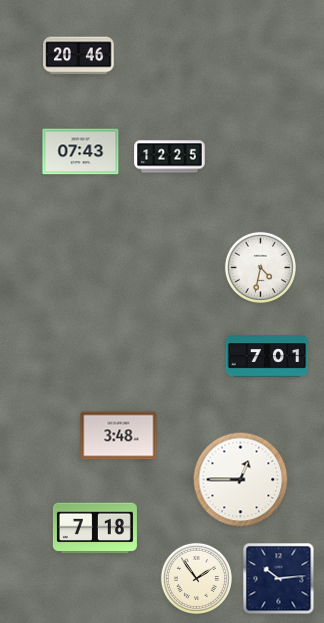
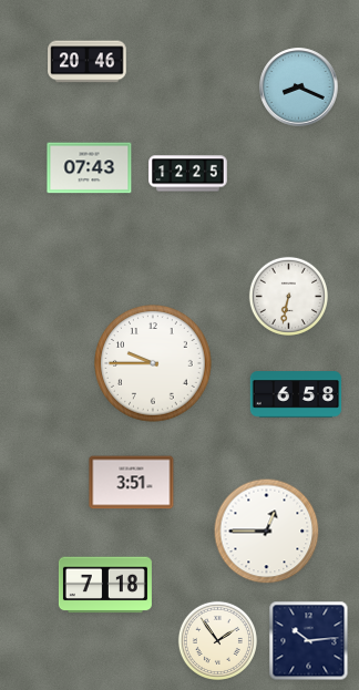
clock at (299, 87): none -> 8:19
clock at (260, 267): 4:32 -> 6:32
clock at (153, 363): none -> 9:45
clock at (267, 356): 7:01 -> 6:58
clock at (119, 436): 3:48 -> 3:51
